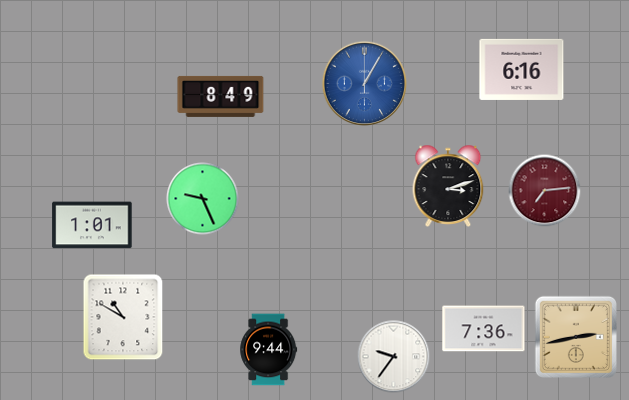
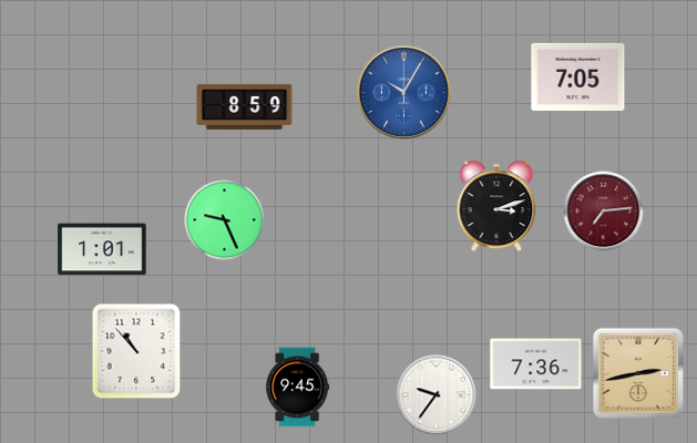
clock at (522, 69): 6:16 -> 7:05
clock at (364, 83): 1:05 -> 10:05
clock at (221, 96): 8:49 -> 8:59
clock at (123, 317): 10:50 -> 10:53
clock at (269, 350): 9:44 -> 9:45
